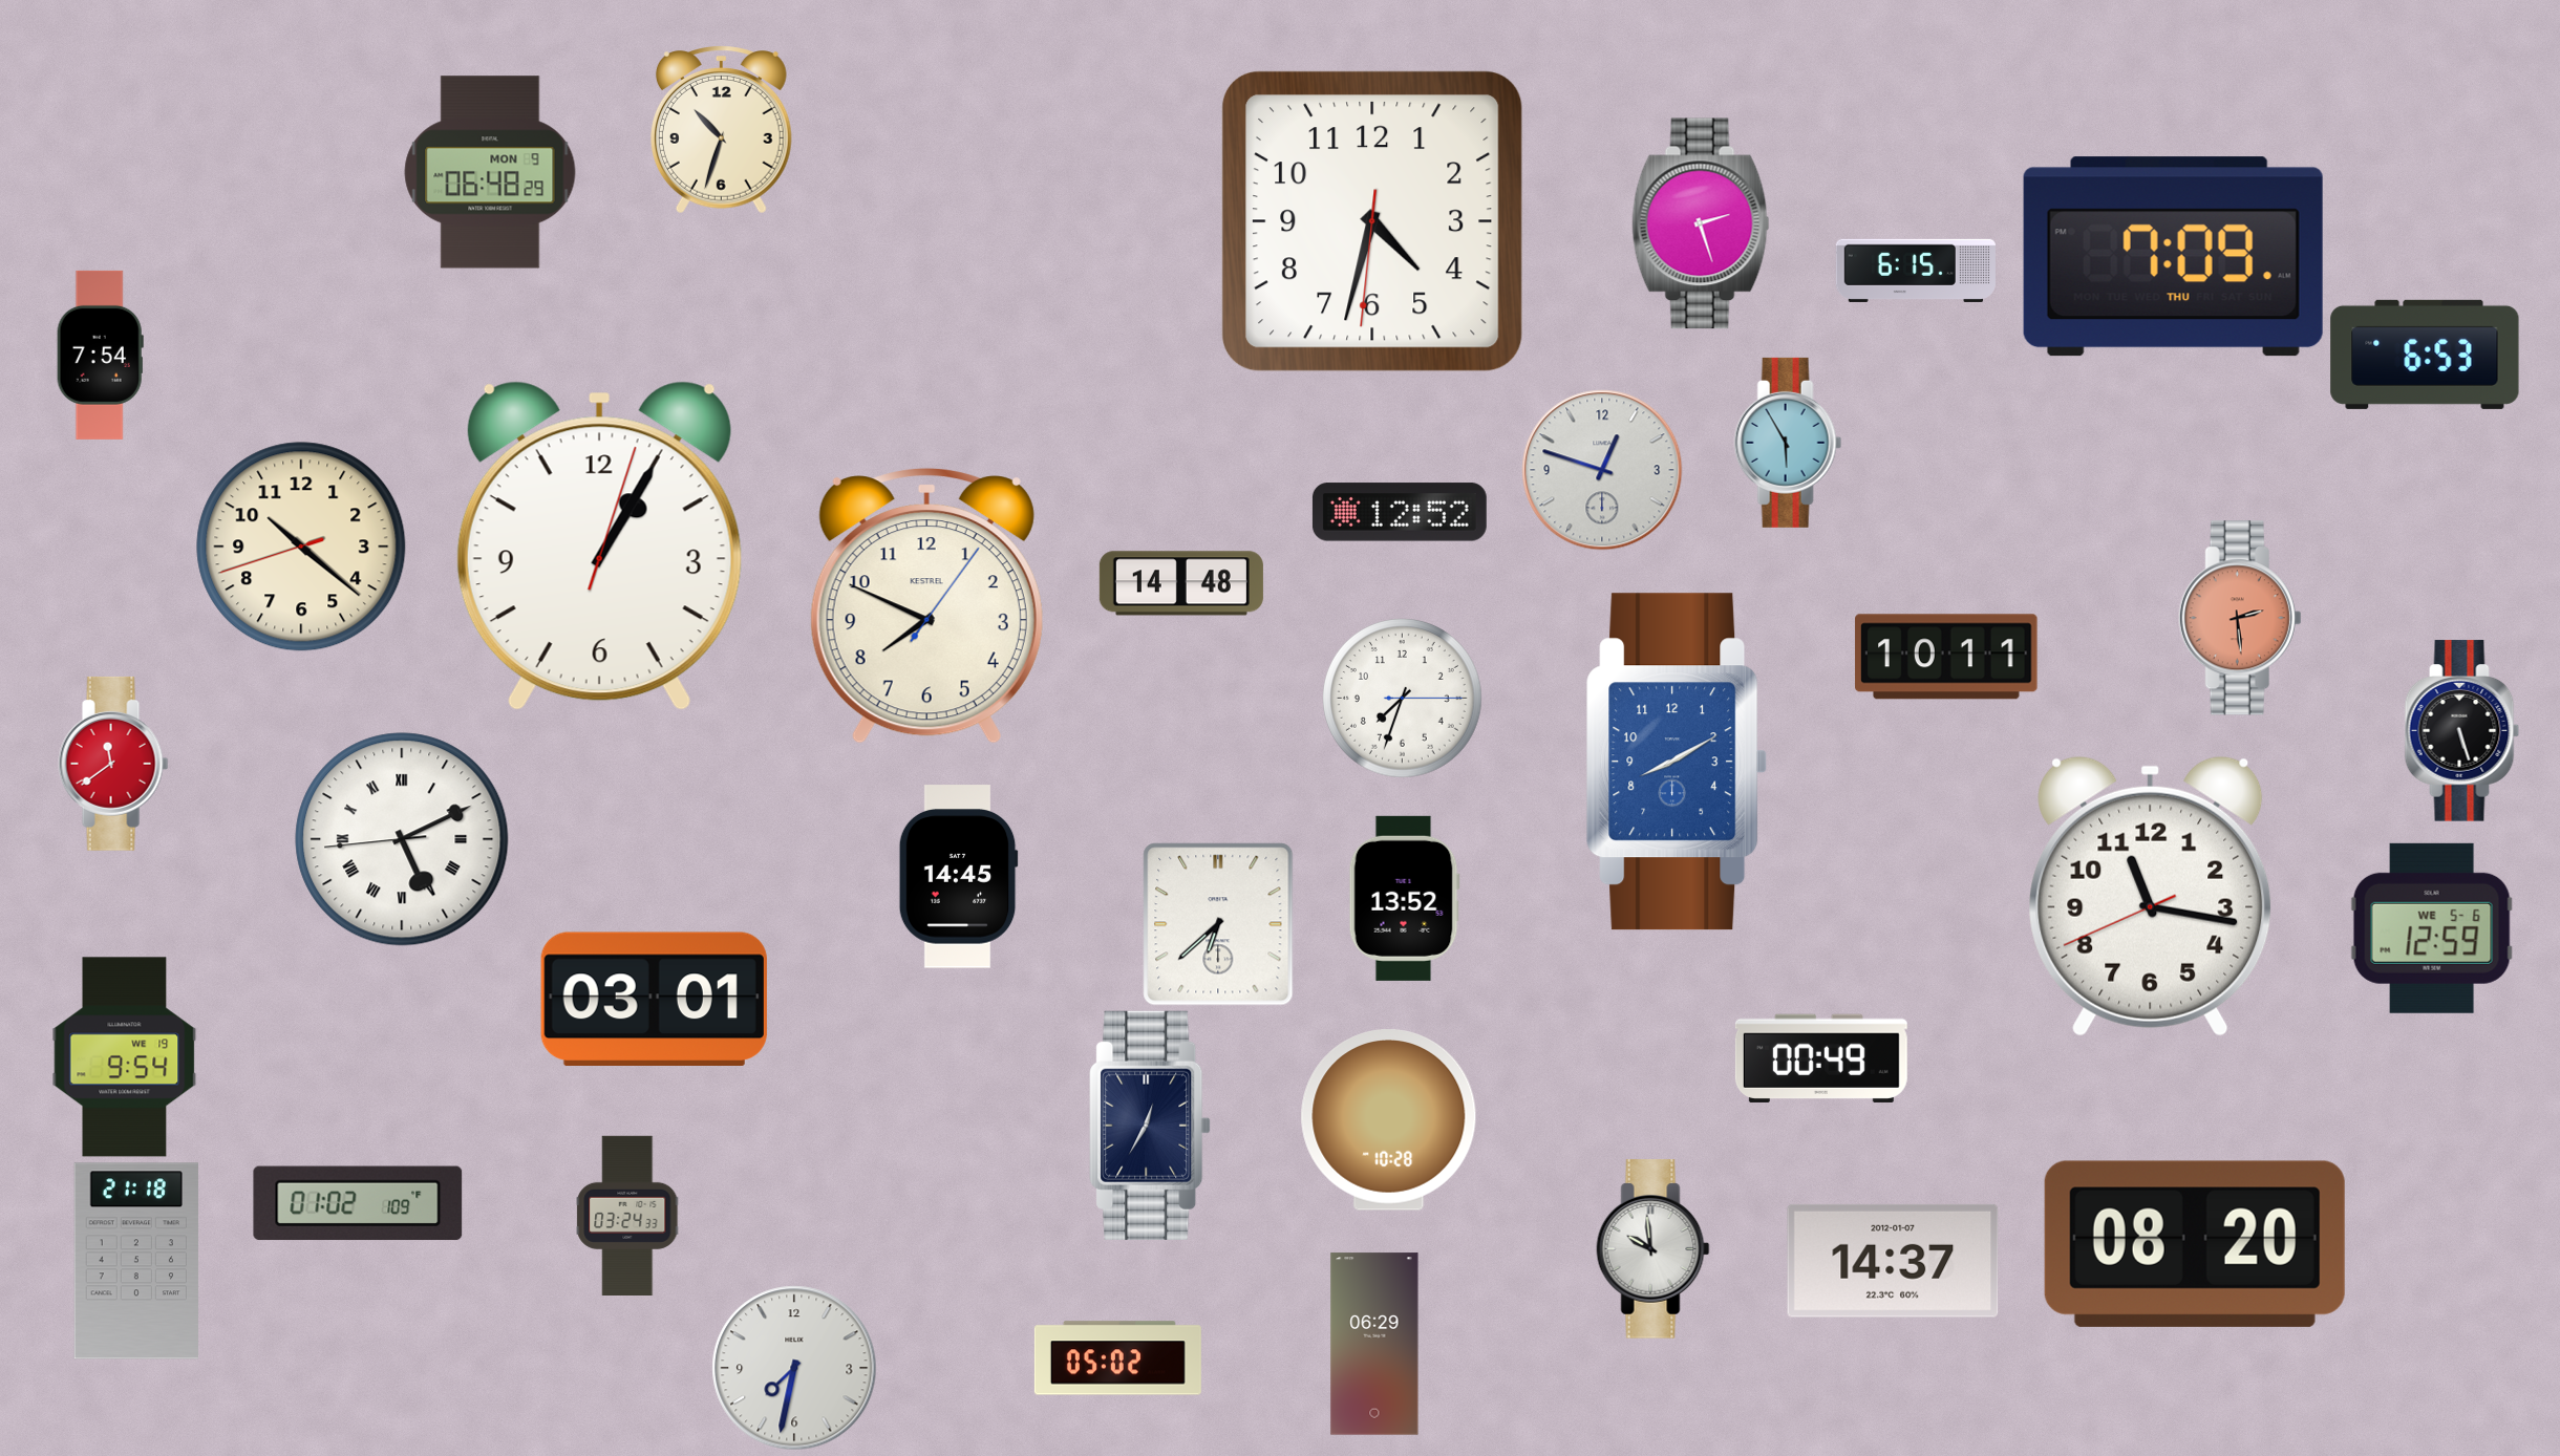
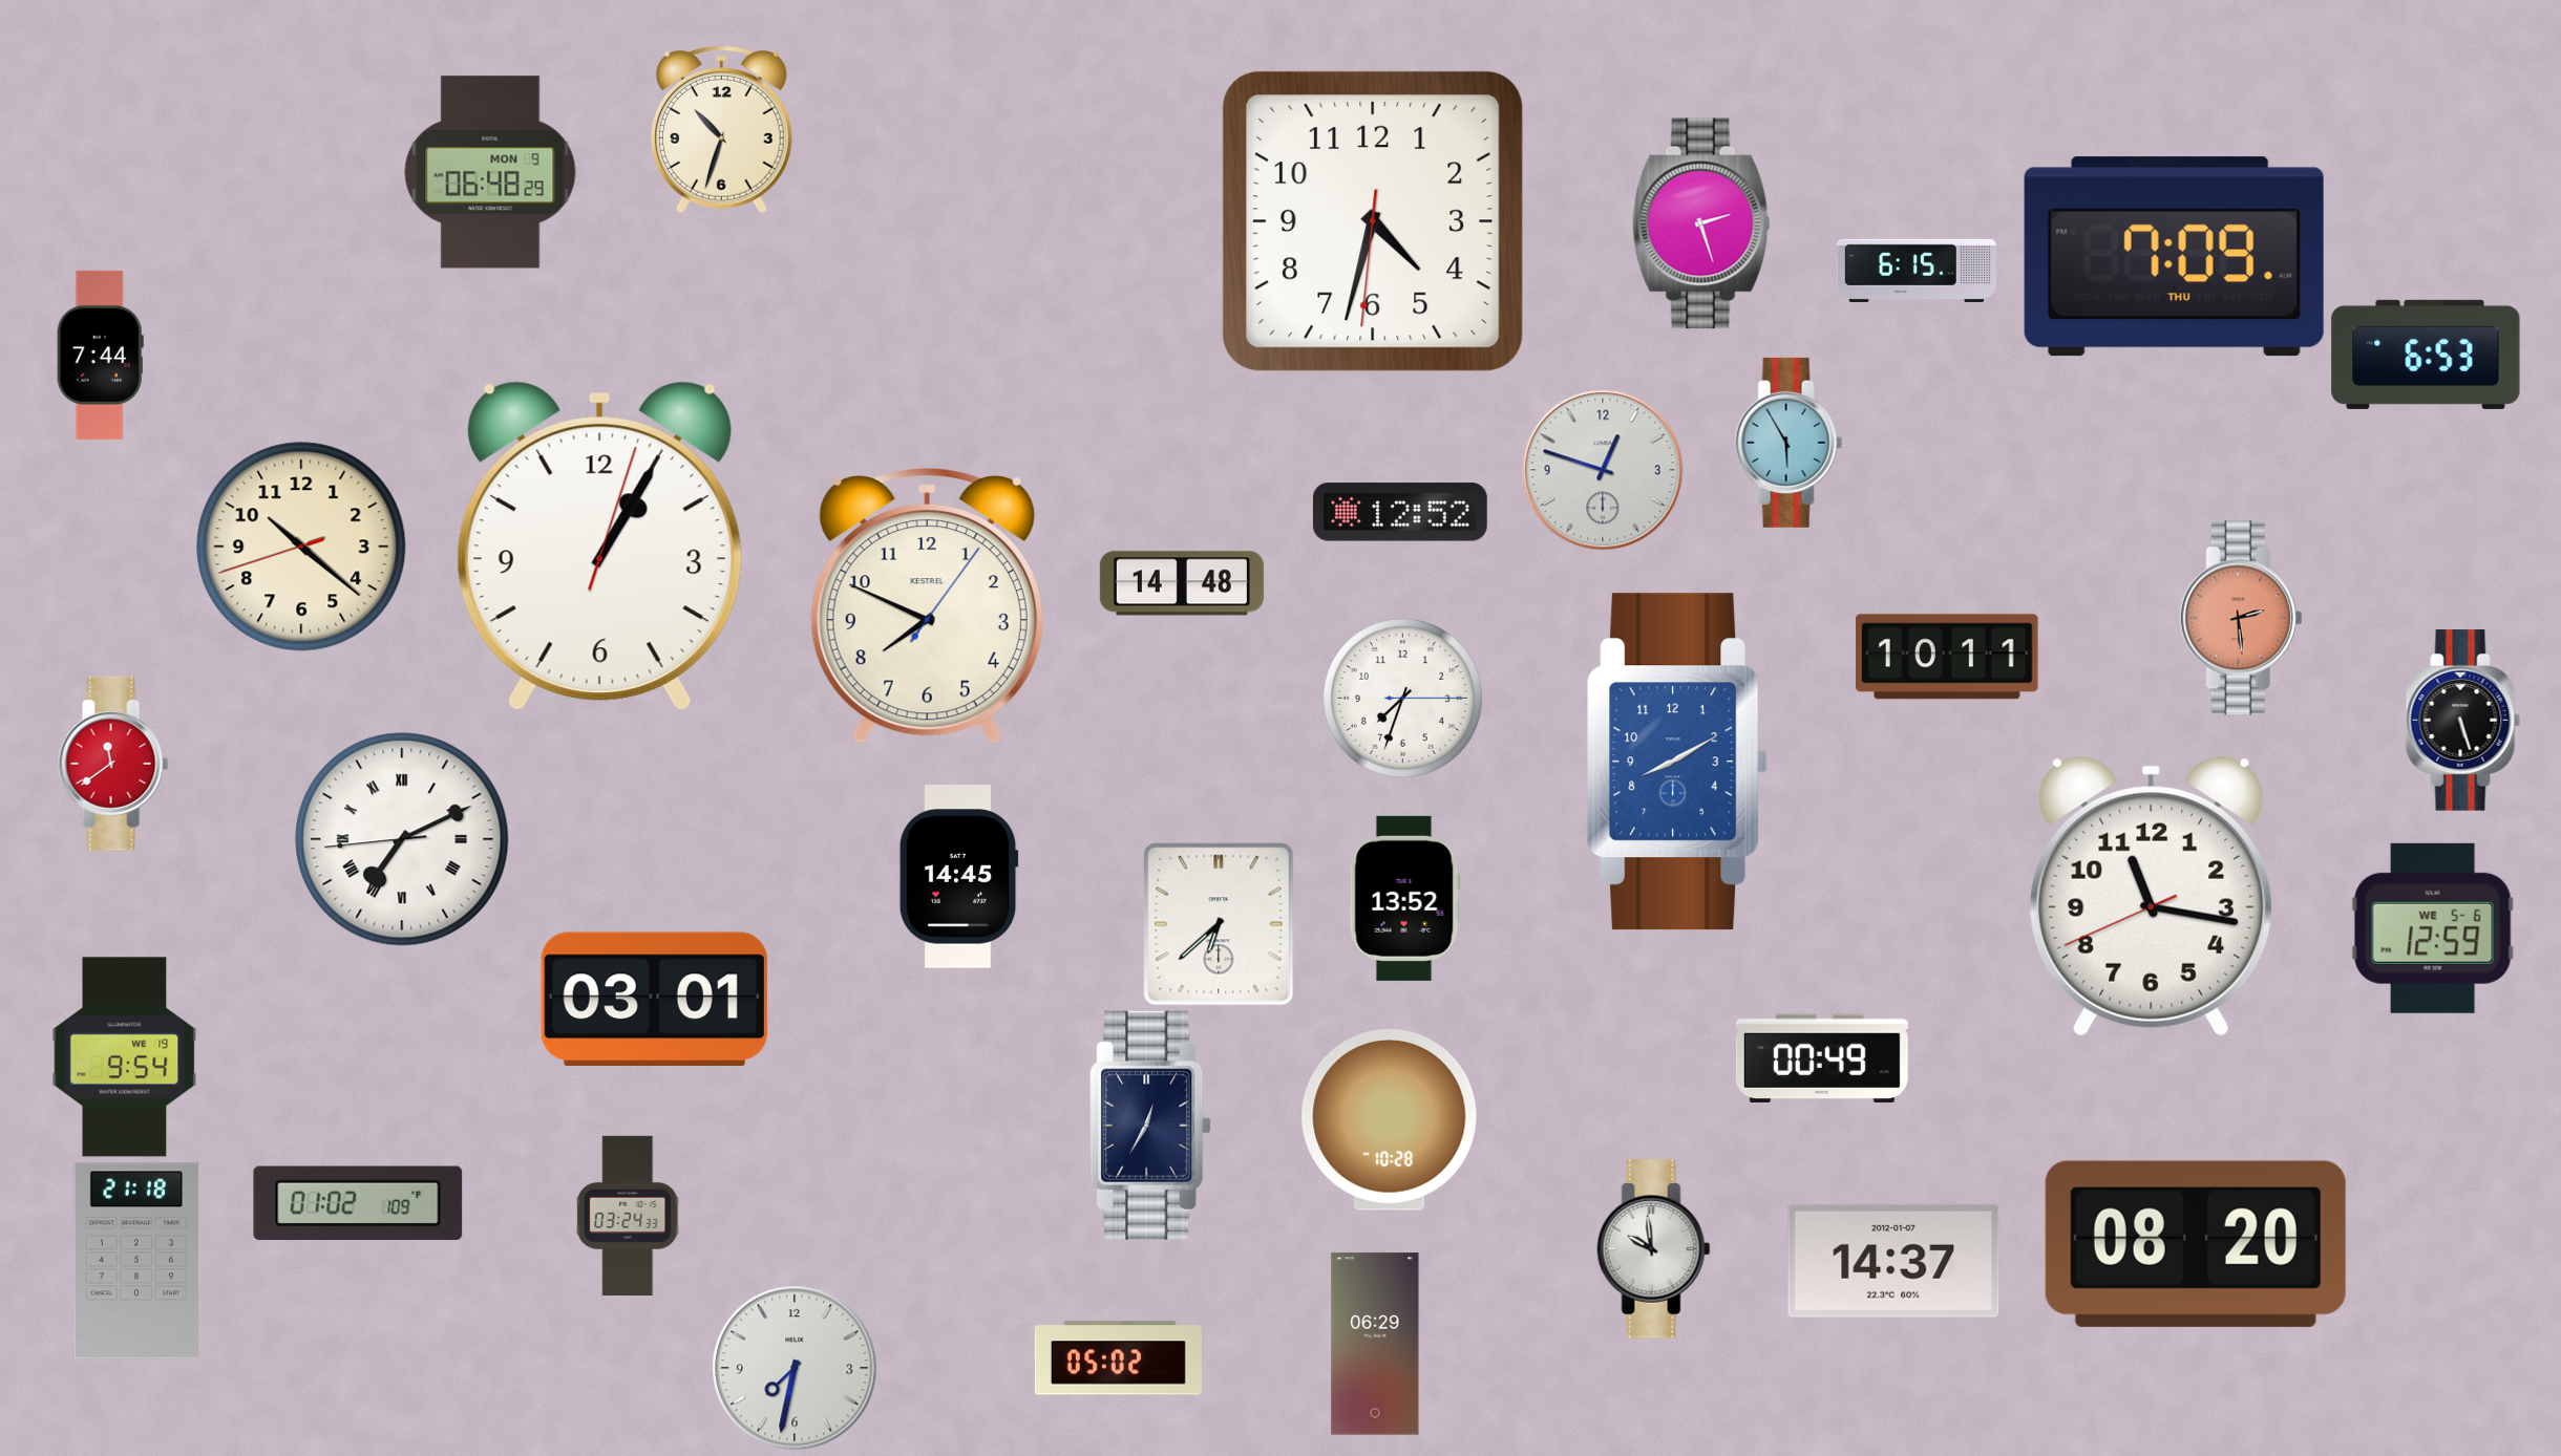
clock at (100, 355): 7:54 -> 7:44
clock at (2462, 731) position: (2462, 731) -> (2463, 721)
clock at (402, 839): 5:10 -> 7:10
